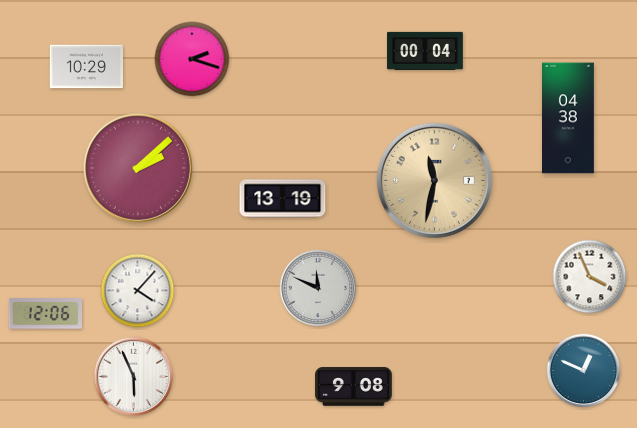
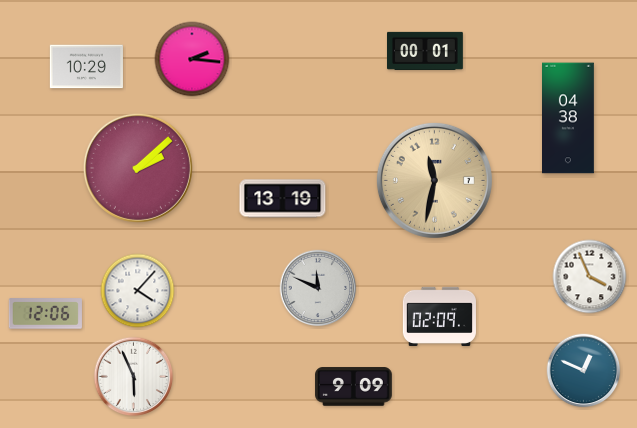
clock at (426, 51): 00:04 -> 00:01
clock at (192, 59): 2:18 -> 2:16
clock at (439, 316): none -> 02:09
clock at (354, 387): 9:08 -> 9:09
